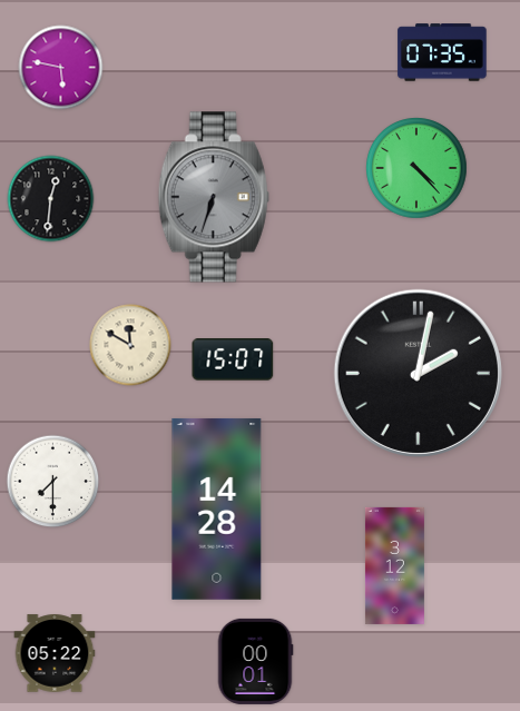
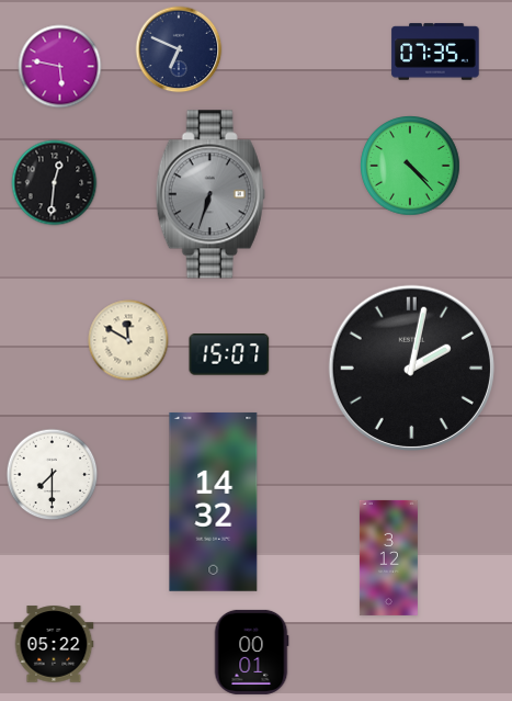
clock at (179, 49): none -> 6:49
clock at (51, 199) position: (51, 199) -> (55, 183)
clock at (217, 508): 14:28 -> 14:32
